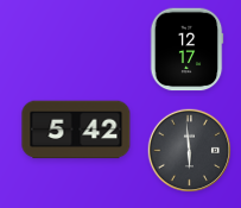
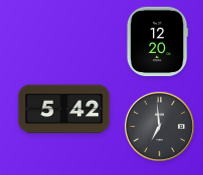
clock at (186, 50): 12:17 -> 12:20
clock at (190, 151): 5:59 -> 6:59
